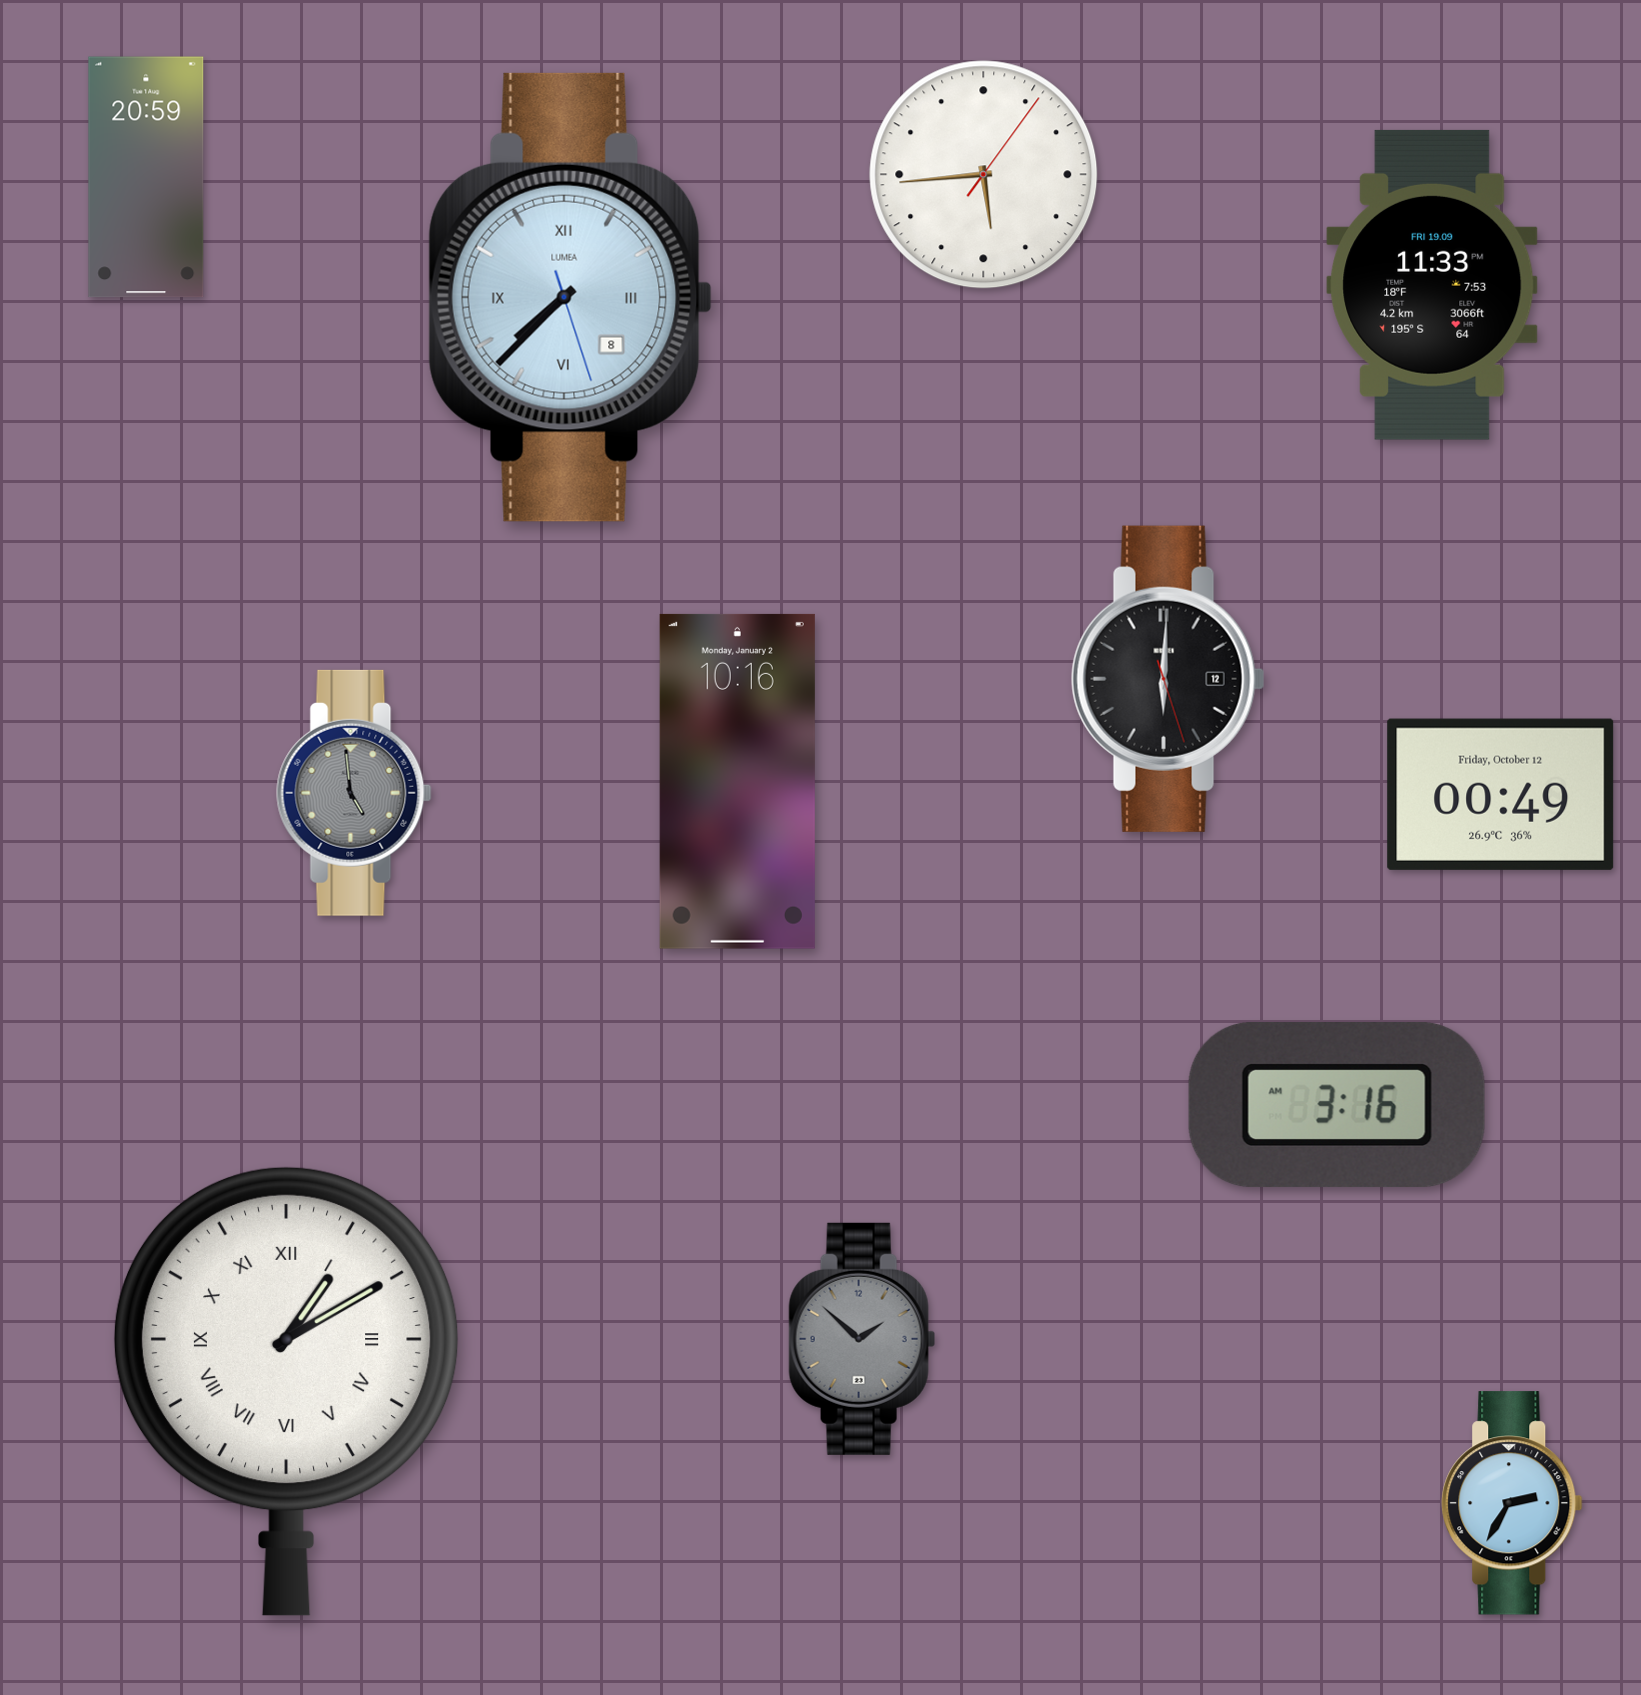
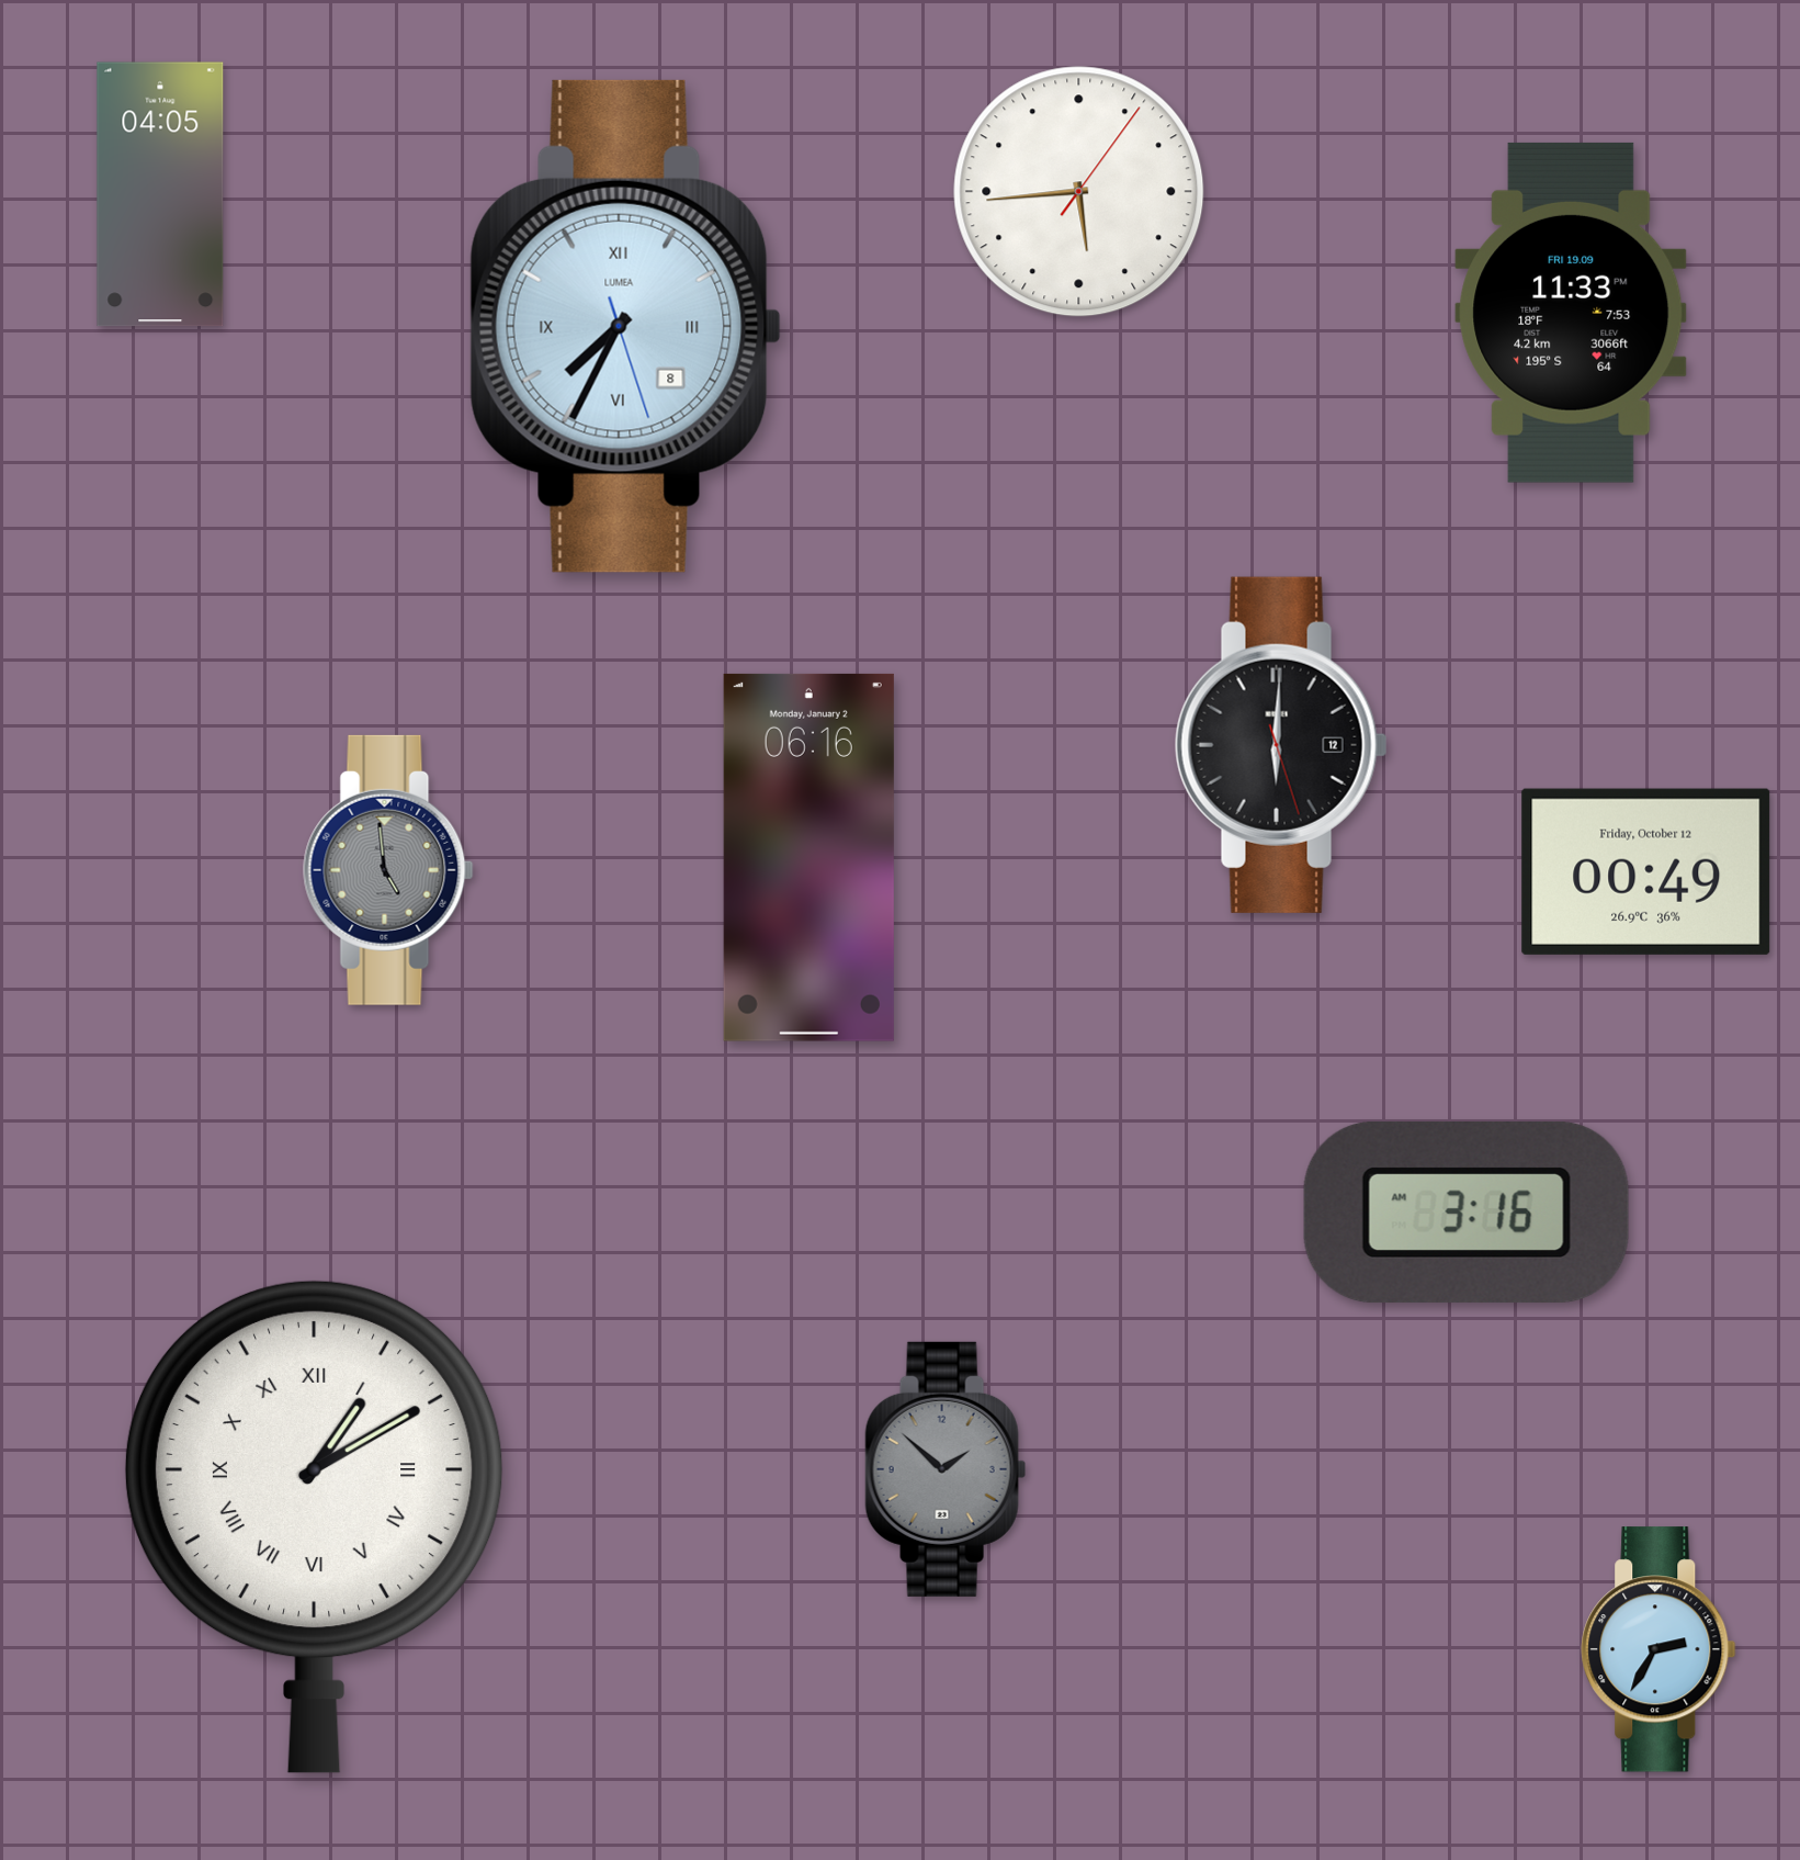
clock at (146, 177): 20:59 -> 04:05
clock at (570, 297): 7:37 -> 7:34
clock at (737, 781): 10:16 -> 06:16
